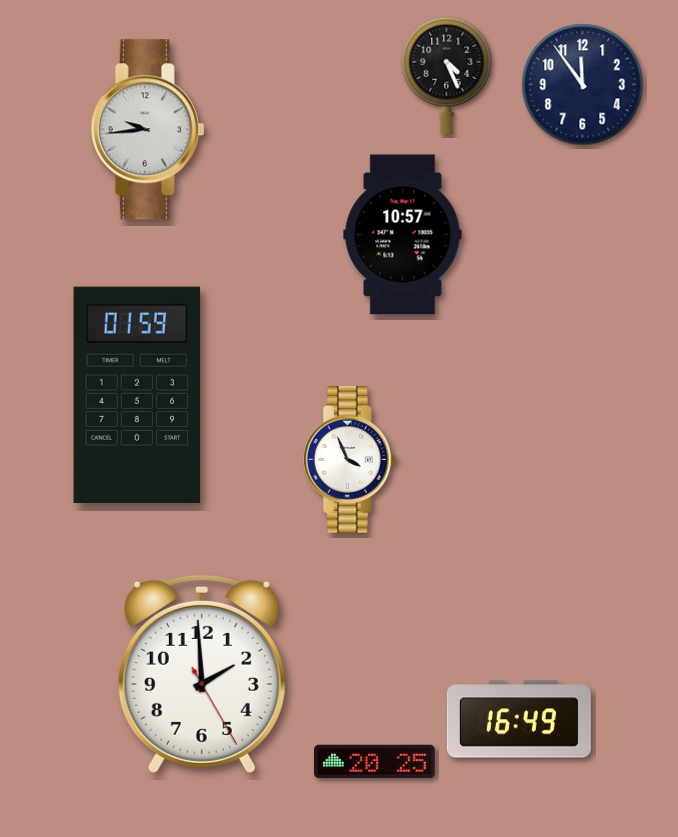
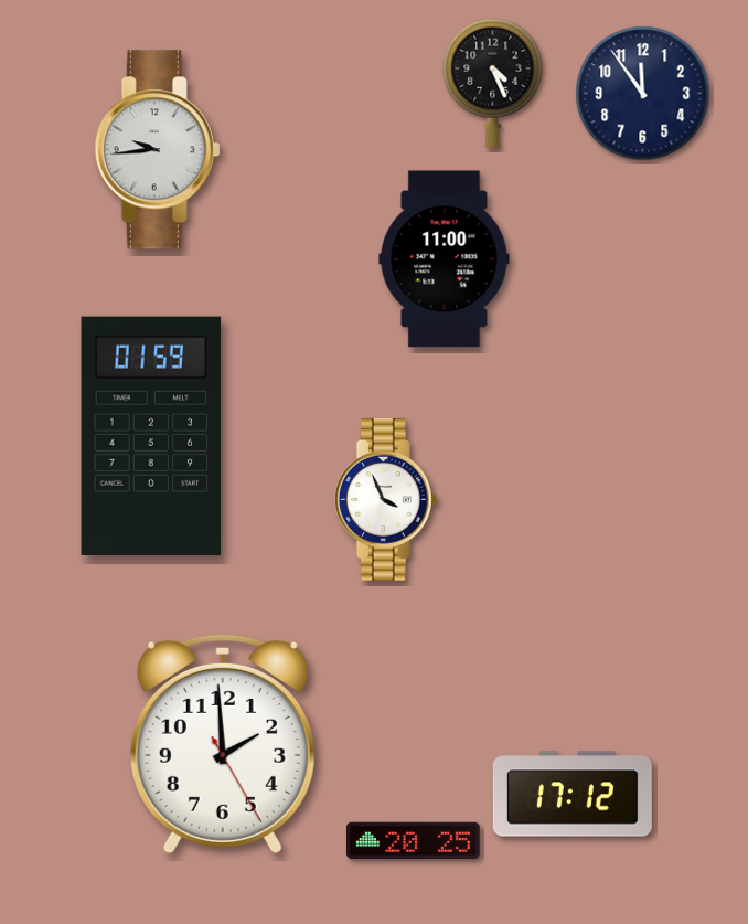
clock at (147, 130) position: (147, 130) -> (157, 150)
clock at (403, 235): 10:57 -> 11:00
clock at (349, 460) position: (349, 460) -> (385, 500)
clock at (519, 719): 16:49 -> 17:12
